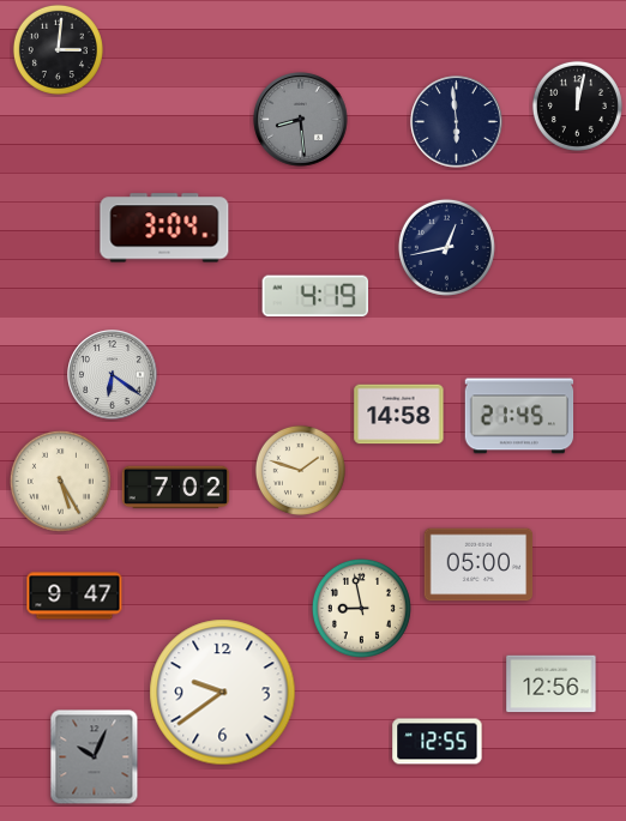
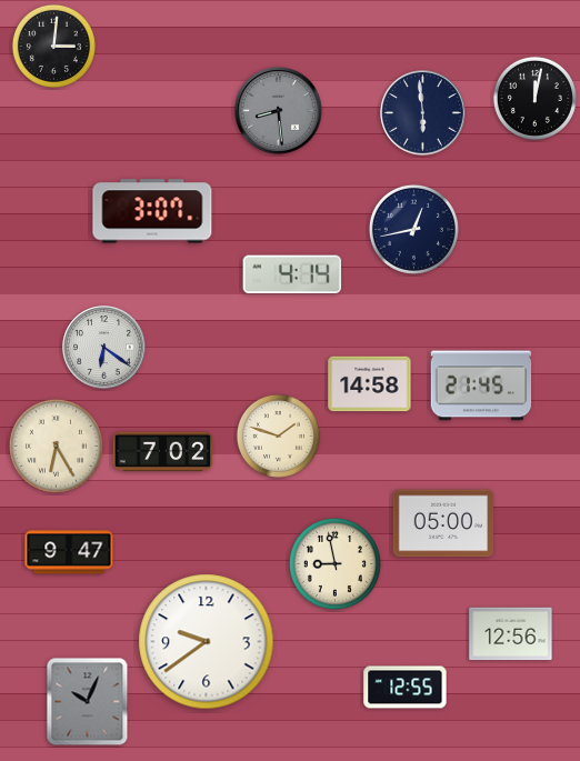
clock at (164, 228): 3:04 -> 3:07
clock at (315, 296): 4:19 -> 4:14
clock at (60, 481): 5:25 -> 6:25
